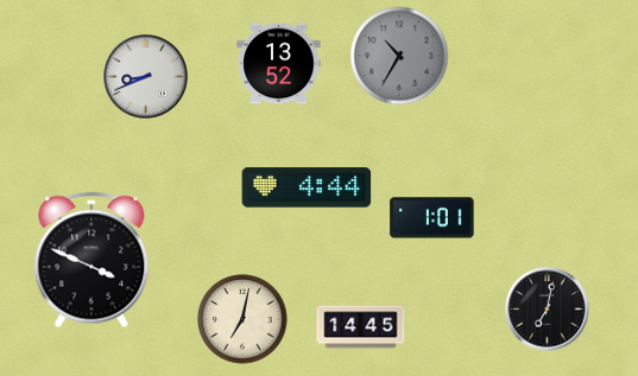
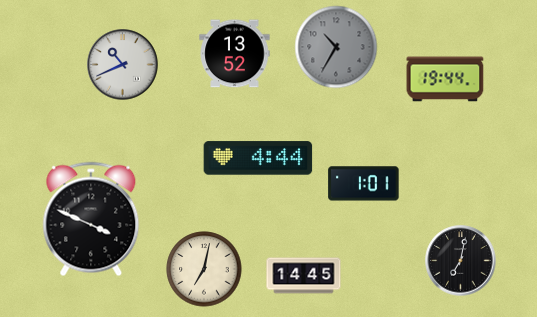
clock at (146, 77): 8:41 -> 10:41
clock at (445, 79): none -> 19:44
clock at (91, 260) position: (91, 260) -> (91, 219)
